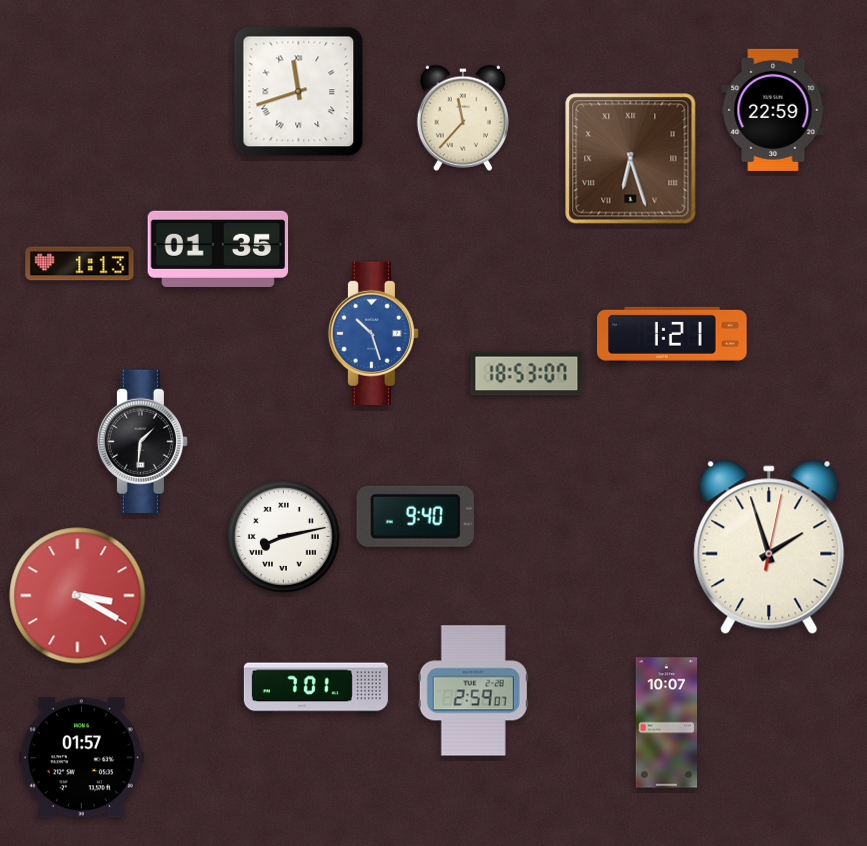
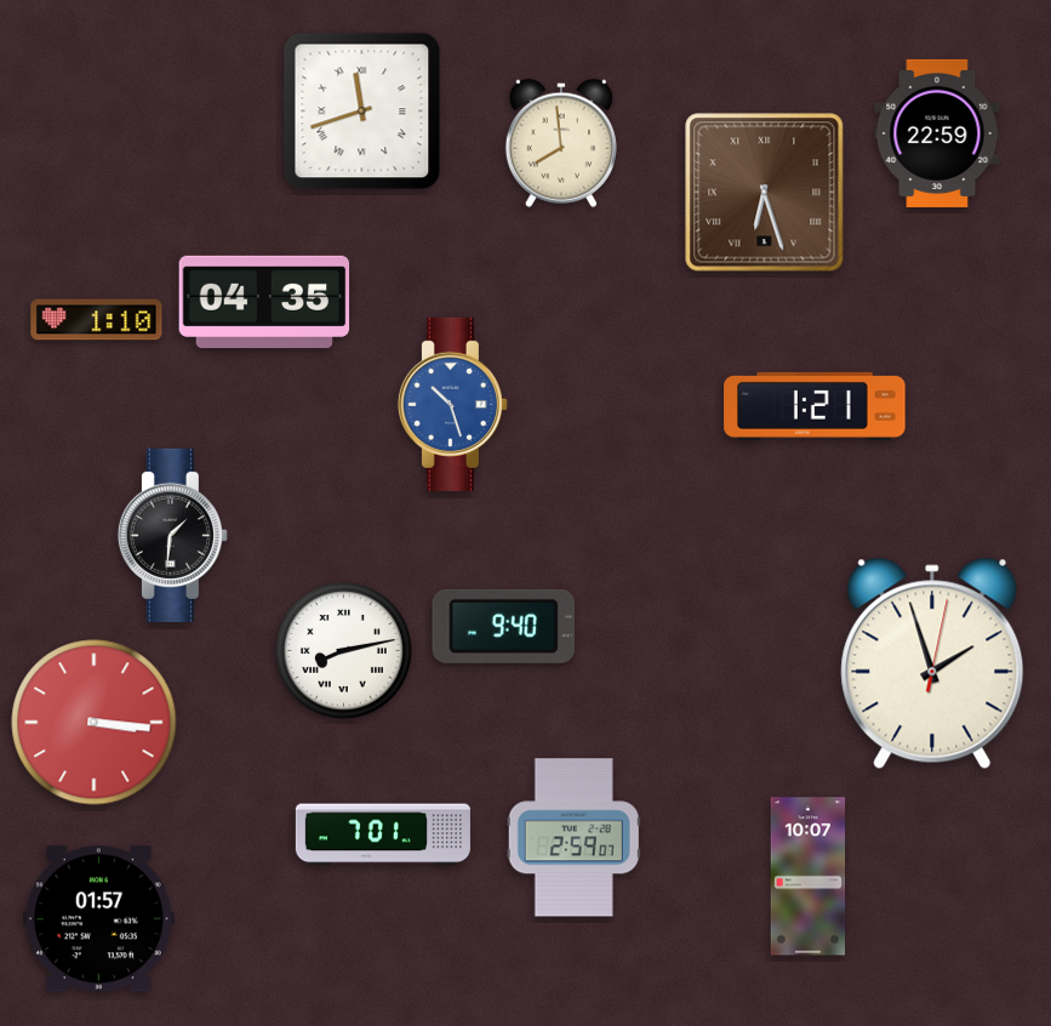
clock at (463, 118): 11:37 -> 7:59
clock at (218, 249): 01:35 -> 04:35
clock at (80, 264): 1:13 -> 1:10
clock at (527, 374): 18:53 -> none
clock at (78, 596): 3:20 -> 3:16
